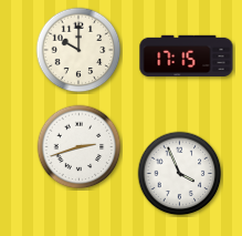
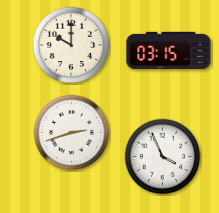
clock at (187, 57): 17:15 -> 03:15
